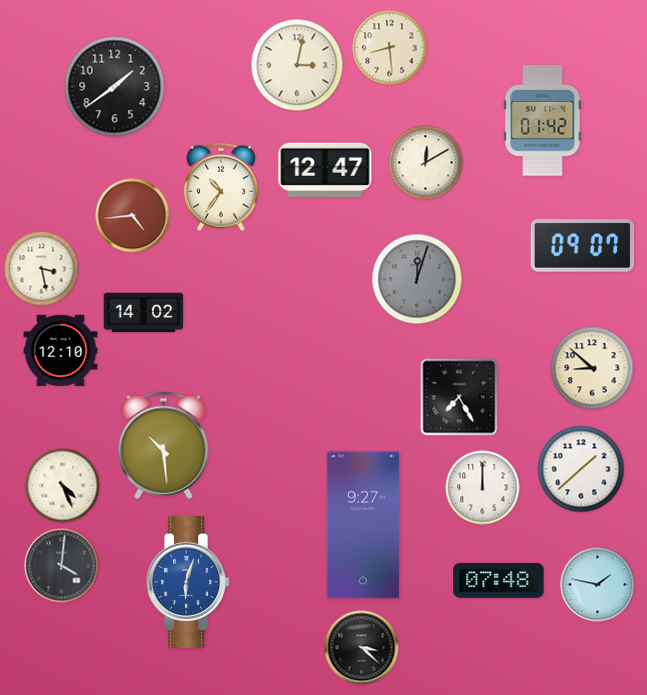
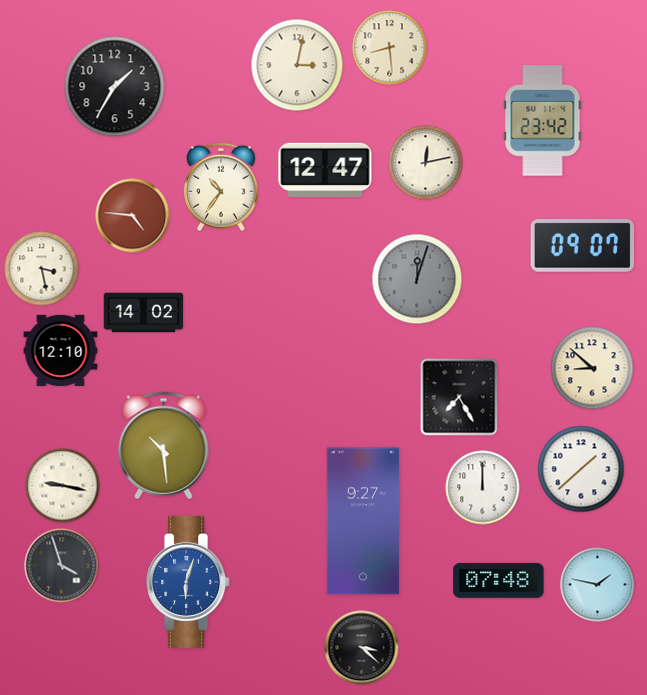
clock at (115, 87): 1:39 -> 1:35
clock at (543, 121): 01:42 -> 23:42
clock at (426, 163): 12:10 -> 12:13
clock at (133, 216): 4:44 -> 4:46
clock at (63, 486): 4:26 -> 9:17
clock at (363, 525) position: (363, 525) -> (363, 521)
clock at (62, 566): 4:01 -> 3:57
